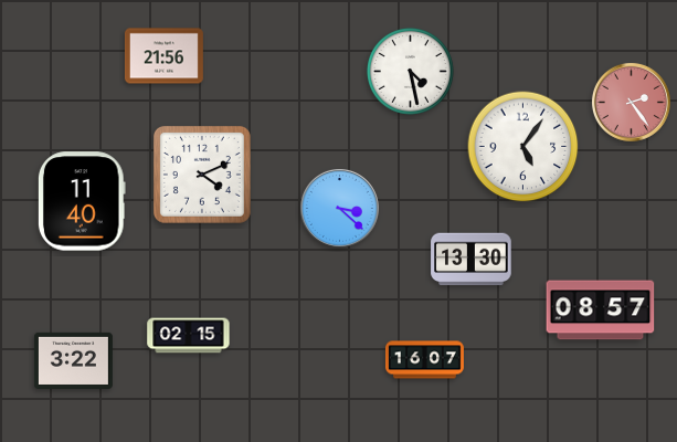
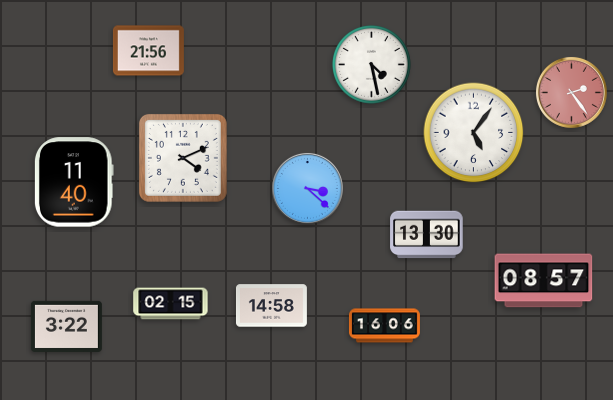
clock at (271, 306): none -> 14:58
clock at (424, 360): 16:07 -> 16:06
